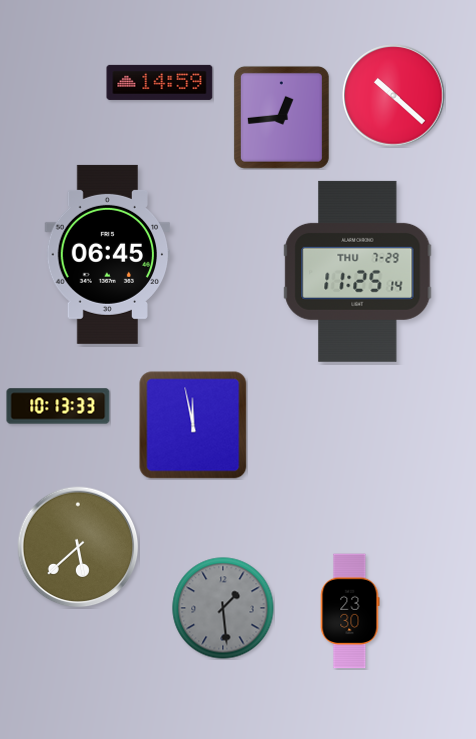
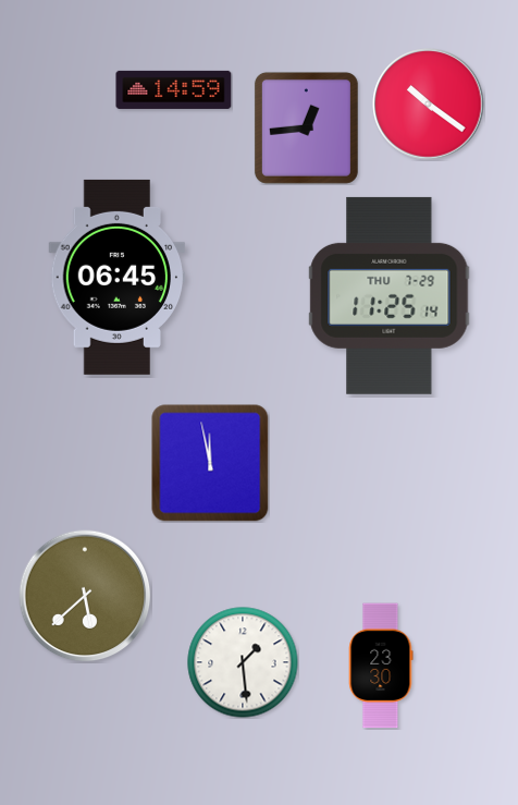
clock at (394, 96): 10:22 -> 10:21
clock at (58, 406): 10:13 -> none
clock at (223, 608) dial: grey -> white
